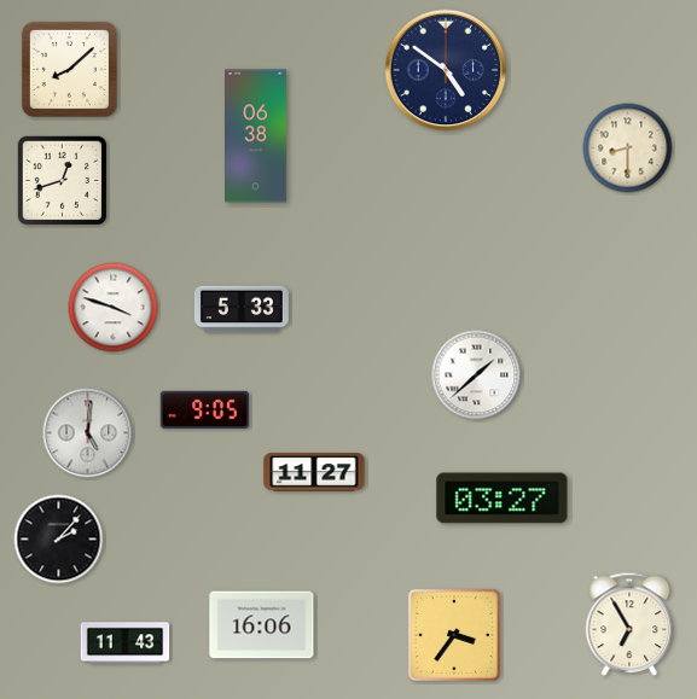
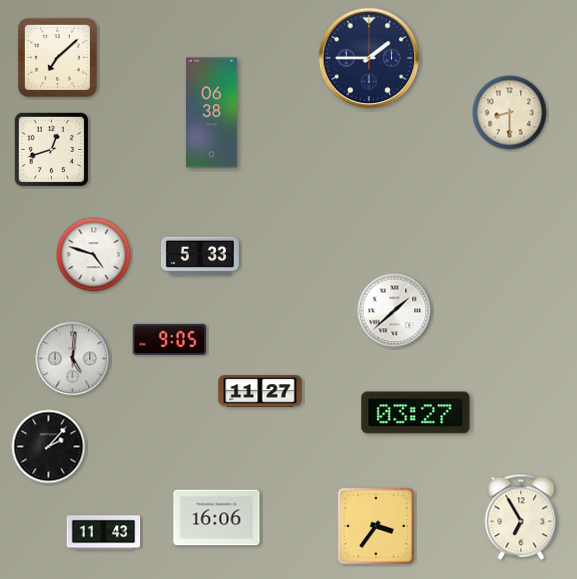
clock at (69, 69): 8:08 -> 7:08
clock at (446, 70): 4:51 -> 1:45
clock at (628, 148) position: (628, 148) -> (510, 113)
clock at (114, 308): 3:48 -> 4:48
